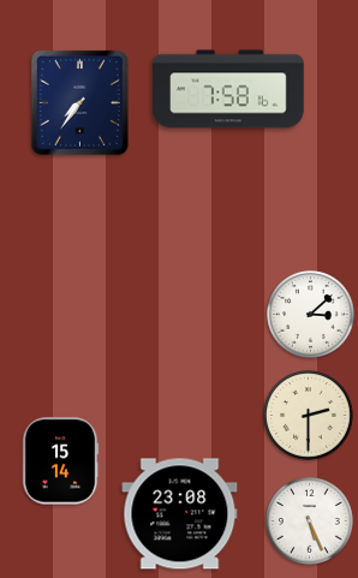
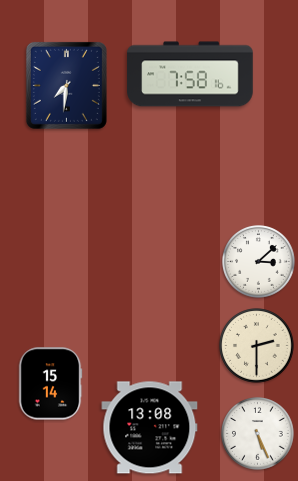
clock at (79, 102): 7:36 -> 7:31
clock at (180, 514): 23:08 -> 13:08
